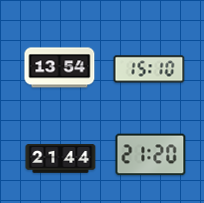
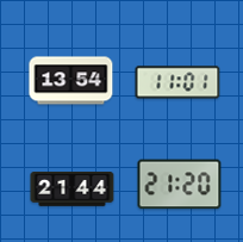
clock at (149, 69): 15:10 -> 11:01
